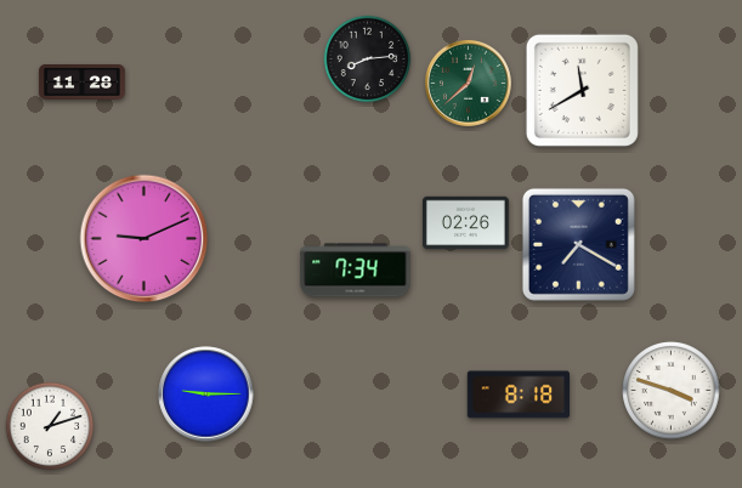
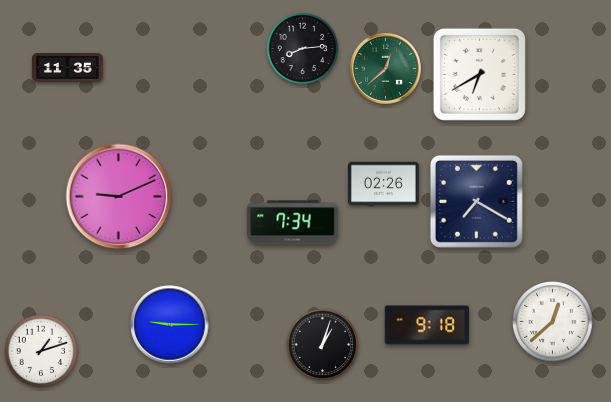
clock at (83, 83): 11:28 -> 11:35
clock at (582, 90): 11:40 -> 6:40
clock at (672, 391): 3:48 -> 12:38
clock at (517, 395): 8:18 -> 9:18
clock at (323, 345): none -> 1:03
